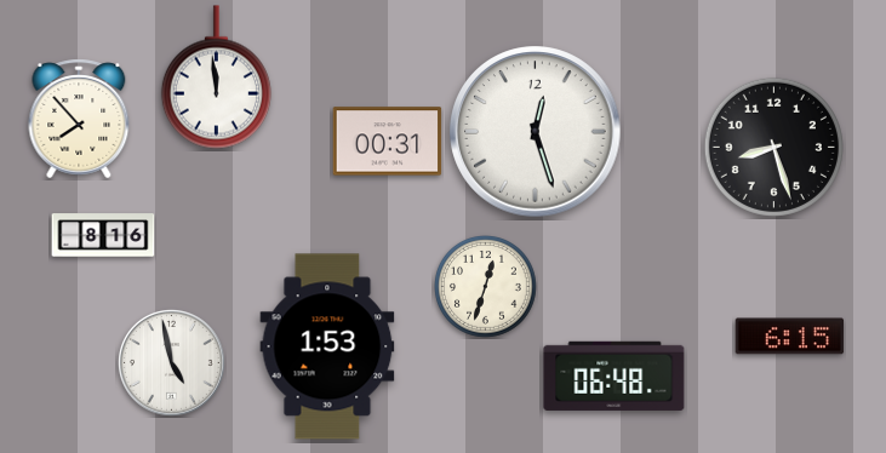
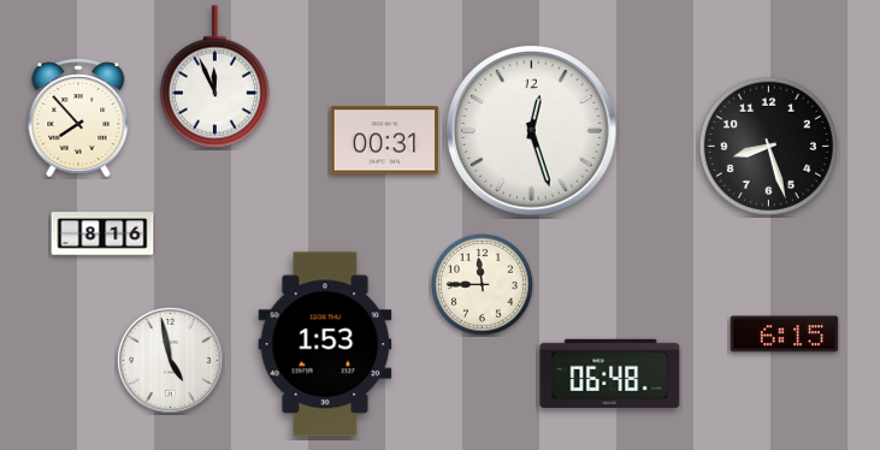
clock at (216, 78): 11:59 -> 11:56
clock at (486, 287): 12:33 -> 11:45
